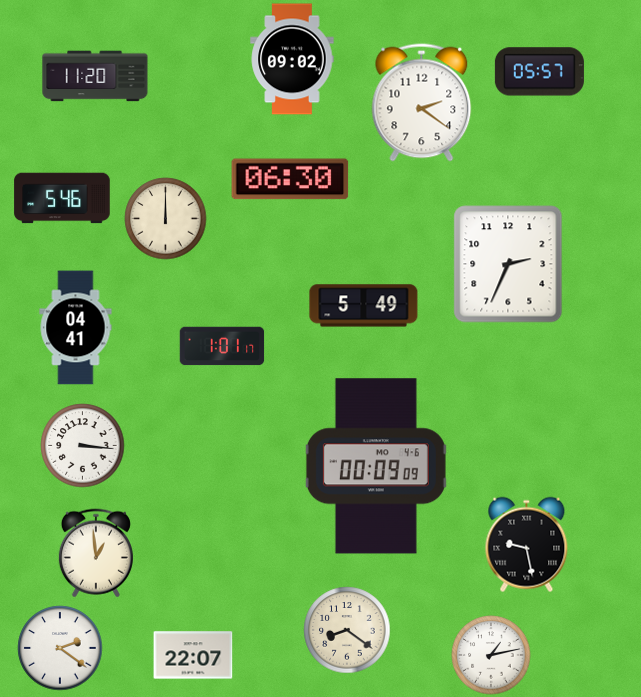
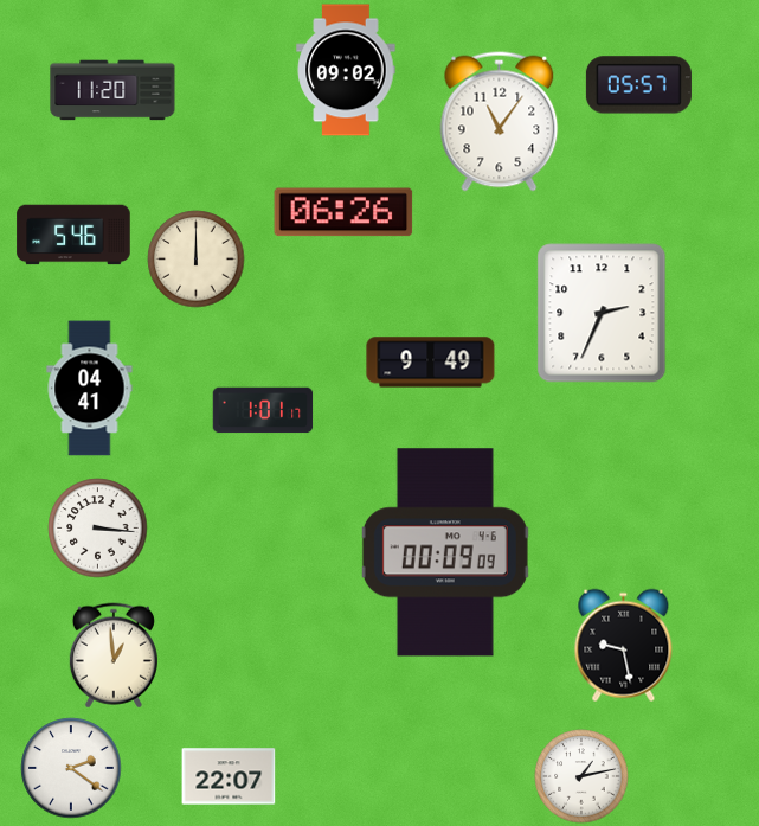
clock at (422, 103): 2:21 -> 11:06
clock at (290, 179): 06:30 -> 06:26
clock at (364, 306): 5:49 -> 9:49
clock at (347, 630): 8:21 -> none
